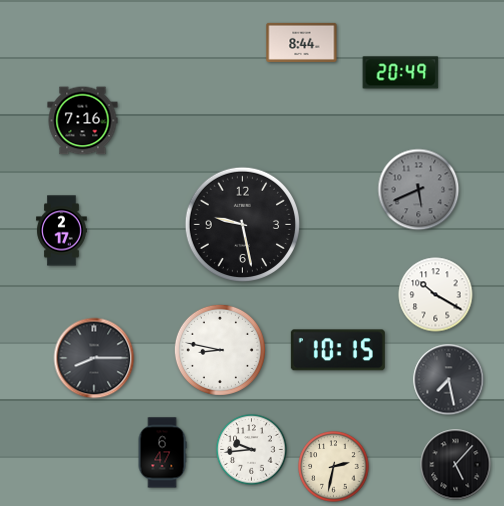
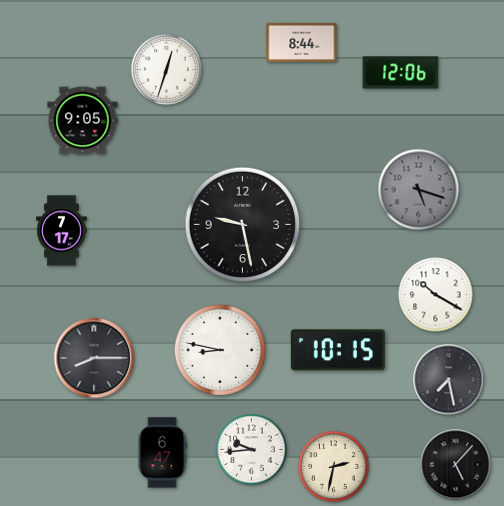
clock at (167, 70): none -> 12:33
clock at (401, 73): 20:49 -> 12:06
clock at (83, 121): 7:16 -> 9:05
clock at (419, 190): 5:41 -> 5:18
clock at (62, 231): 2:17 -> 7:17
